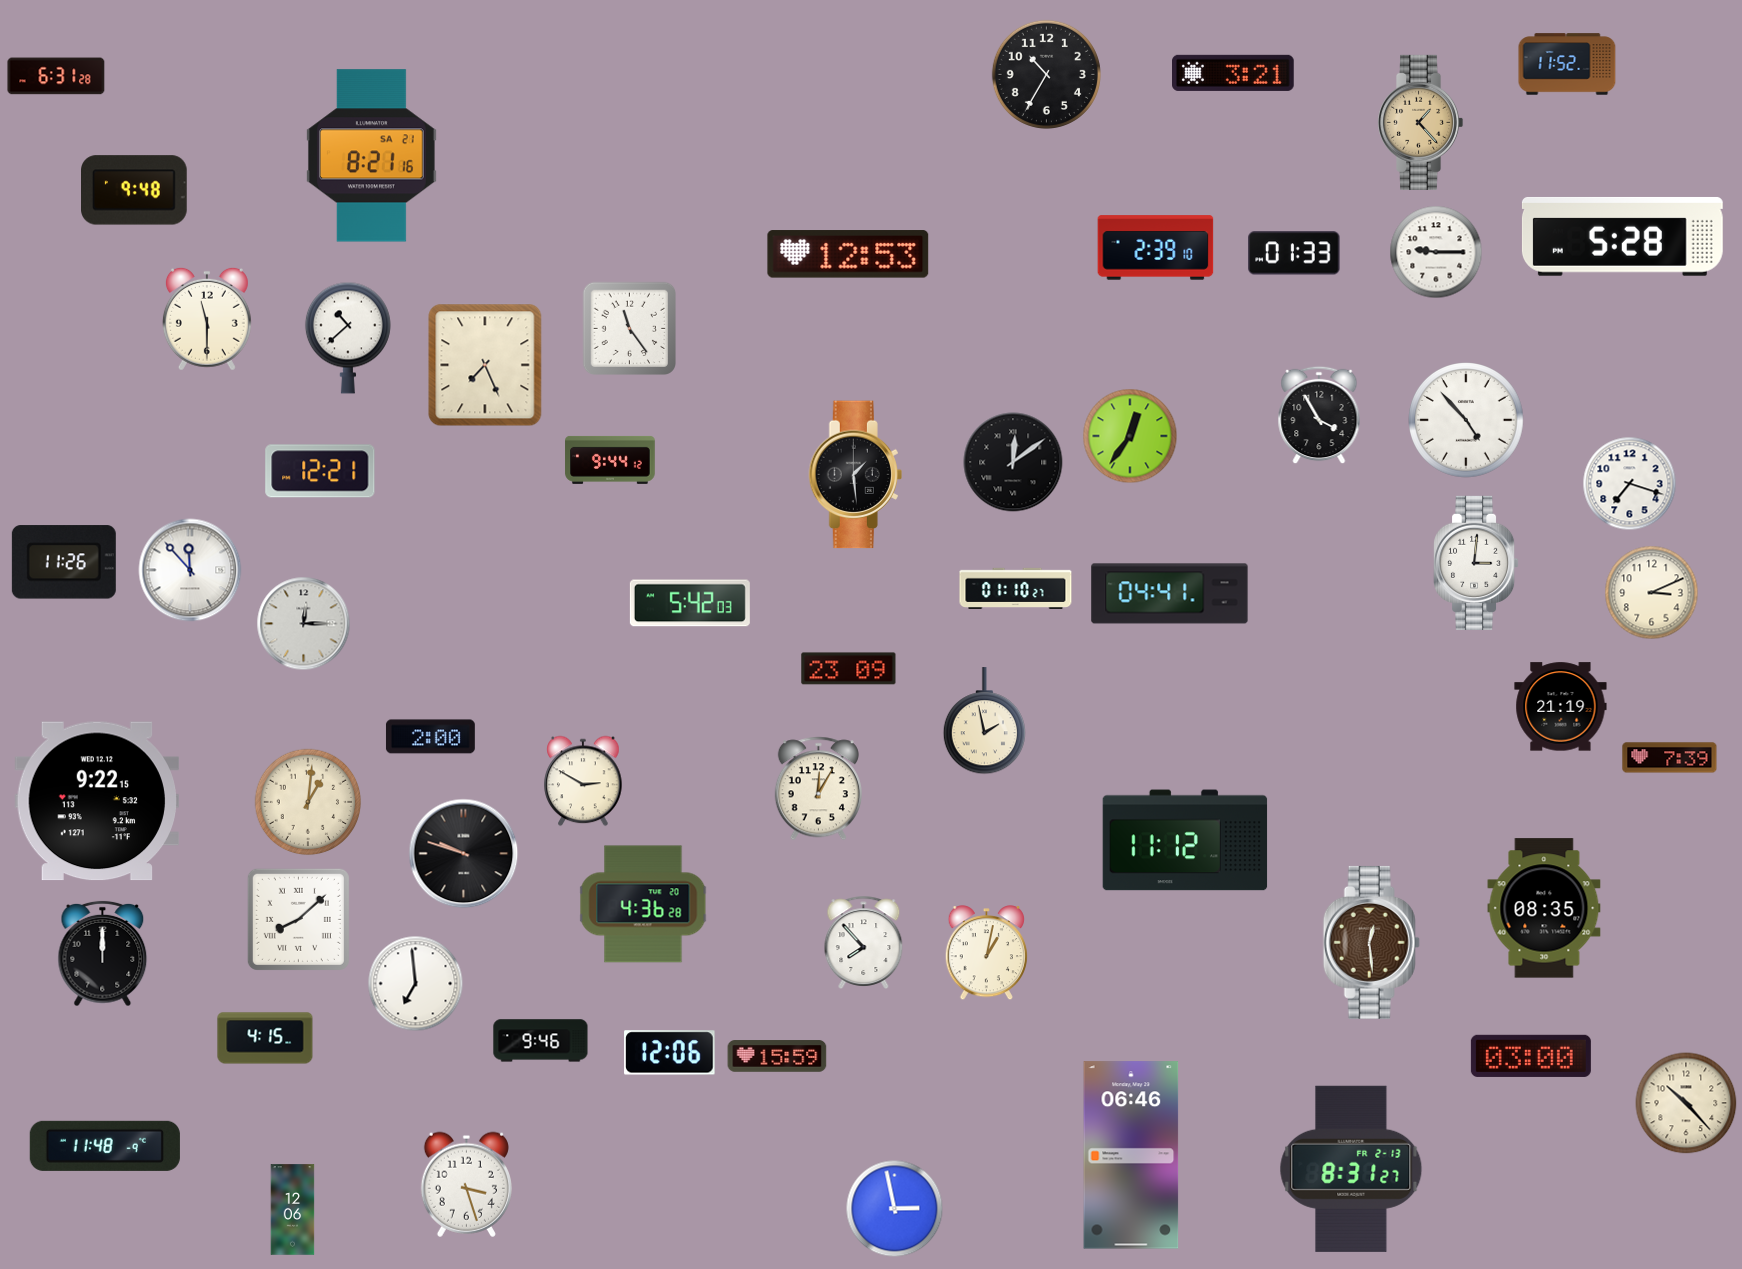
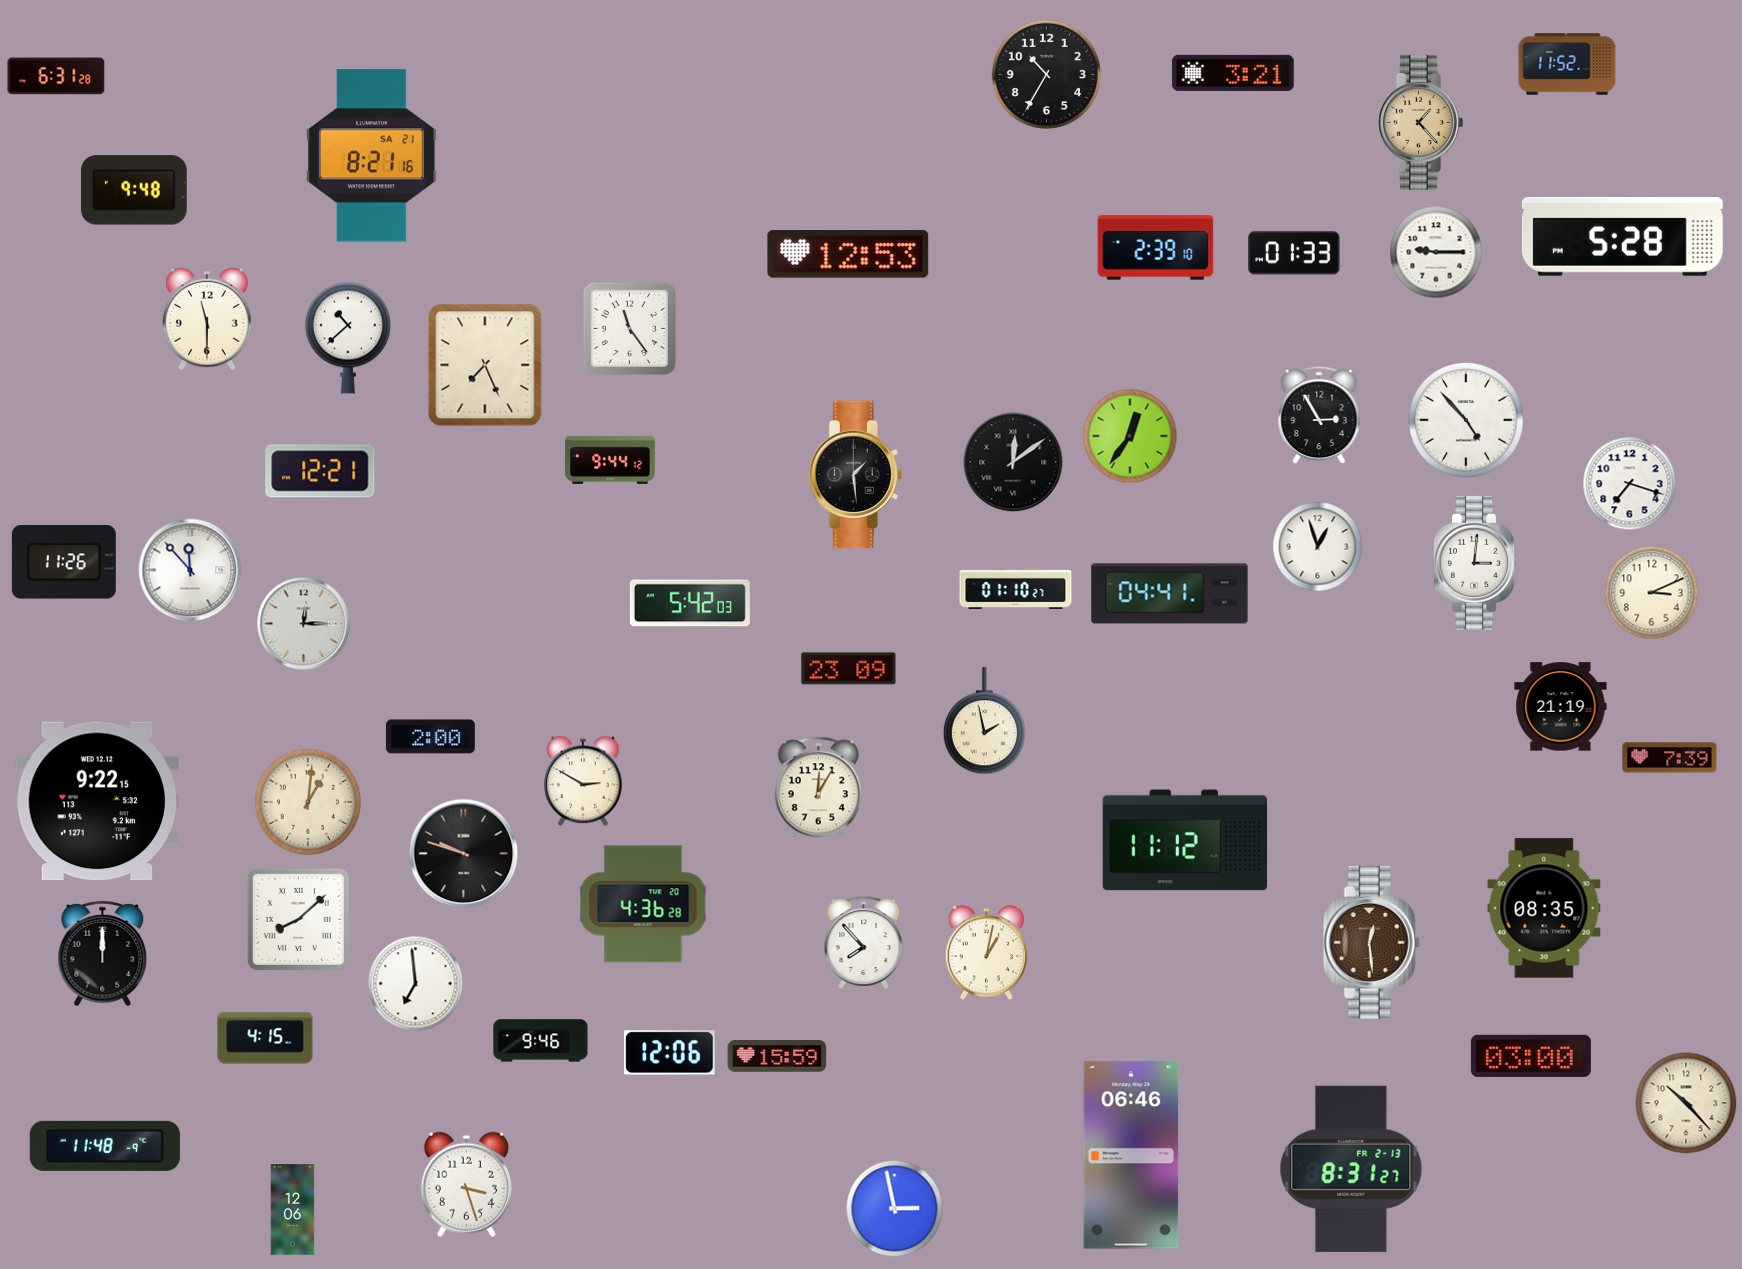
clock at (1319, 415): 3:55 -> 2:55
clock at (1318, 547): none -> 12:57
